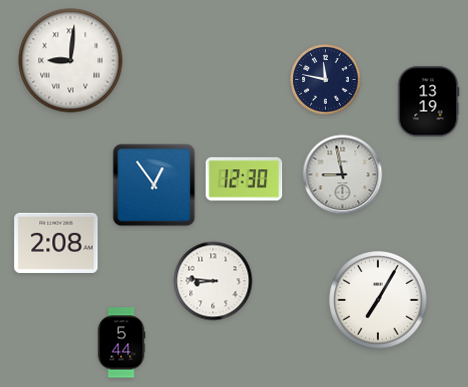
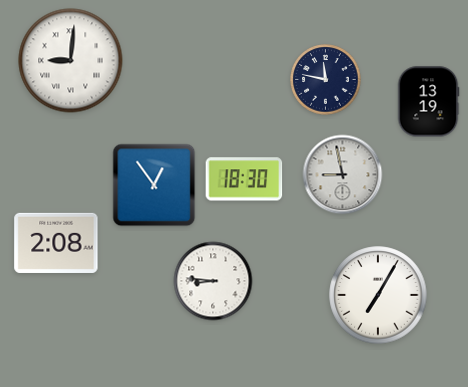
clock at (244, 179): 12:30 -> 18:30
clock at (378, 300) position: (378, 300) -> (378, 295)
clock at (121, 343): 5:44 -> none
